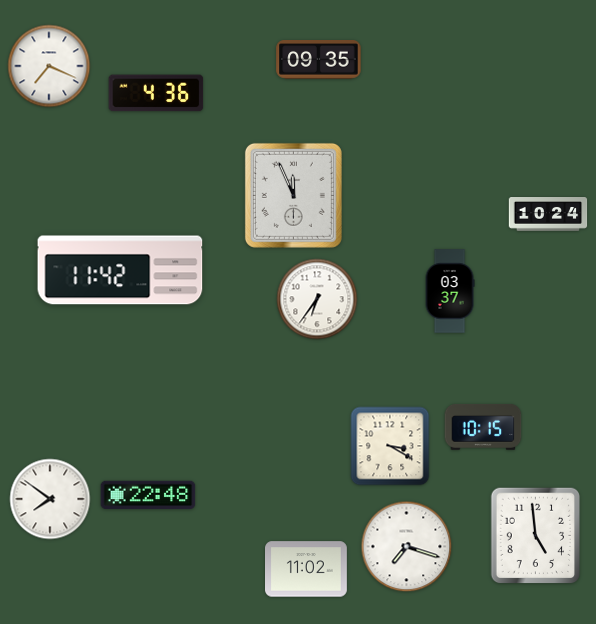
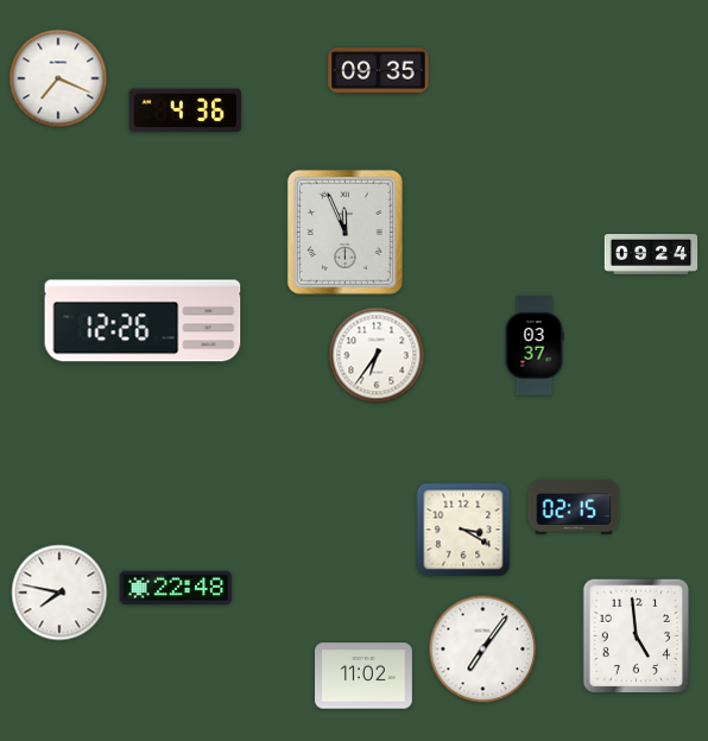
clock at (293, 195) position: (293, 195) -> (344, 232)
clock at (548, 215): 10:24 -> 09:24
clock at (120, 270): 11:42 -> 12:26
clock at (483, 427): 10:15 -> 02:15
clock at (50, 499): 7:51 -> 7:47
clock at (407, 547): 7:18 -> 7:06
